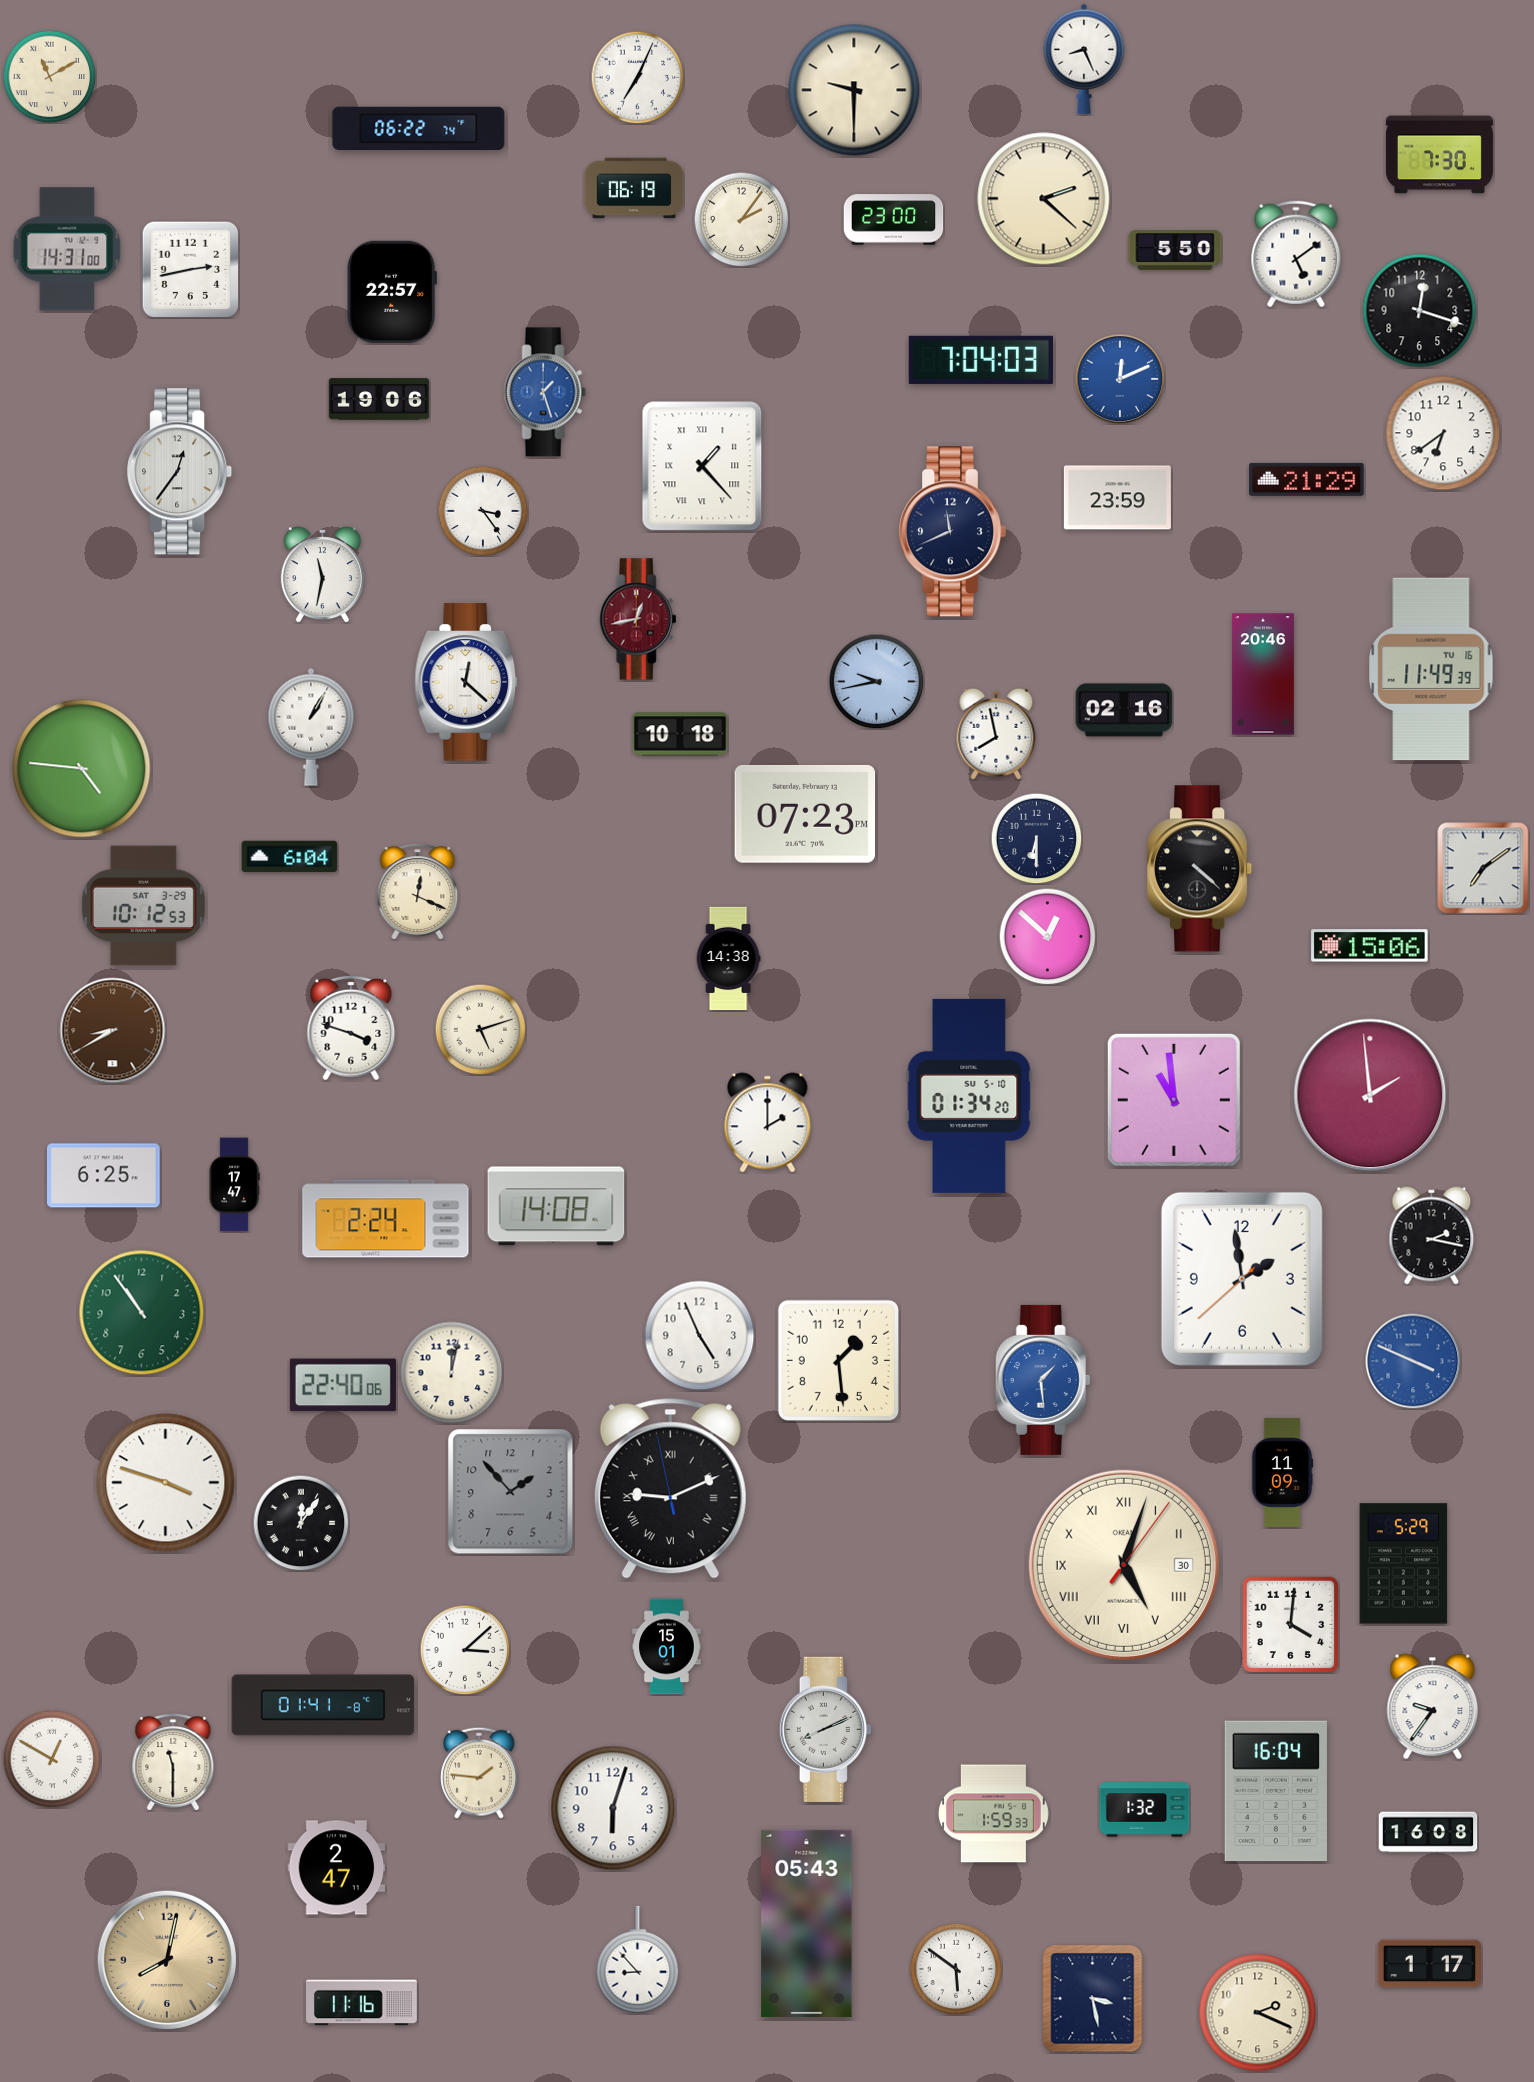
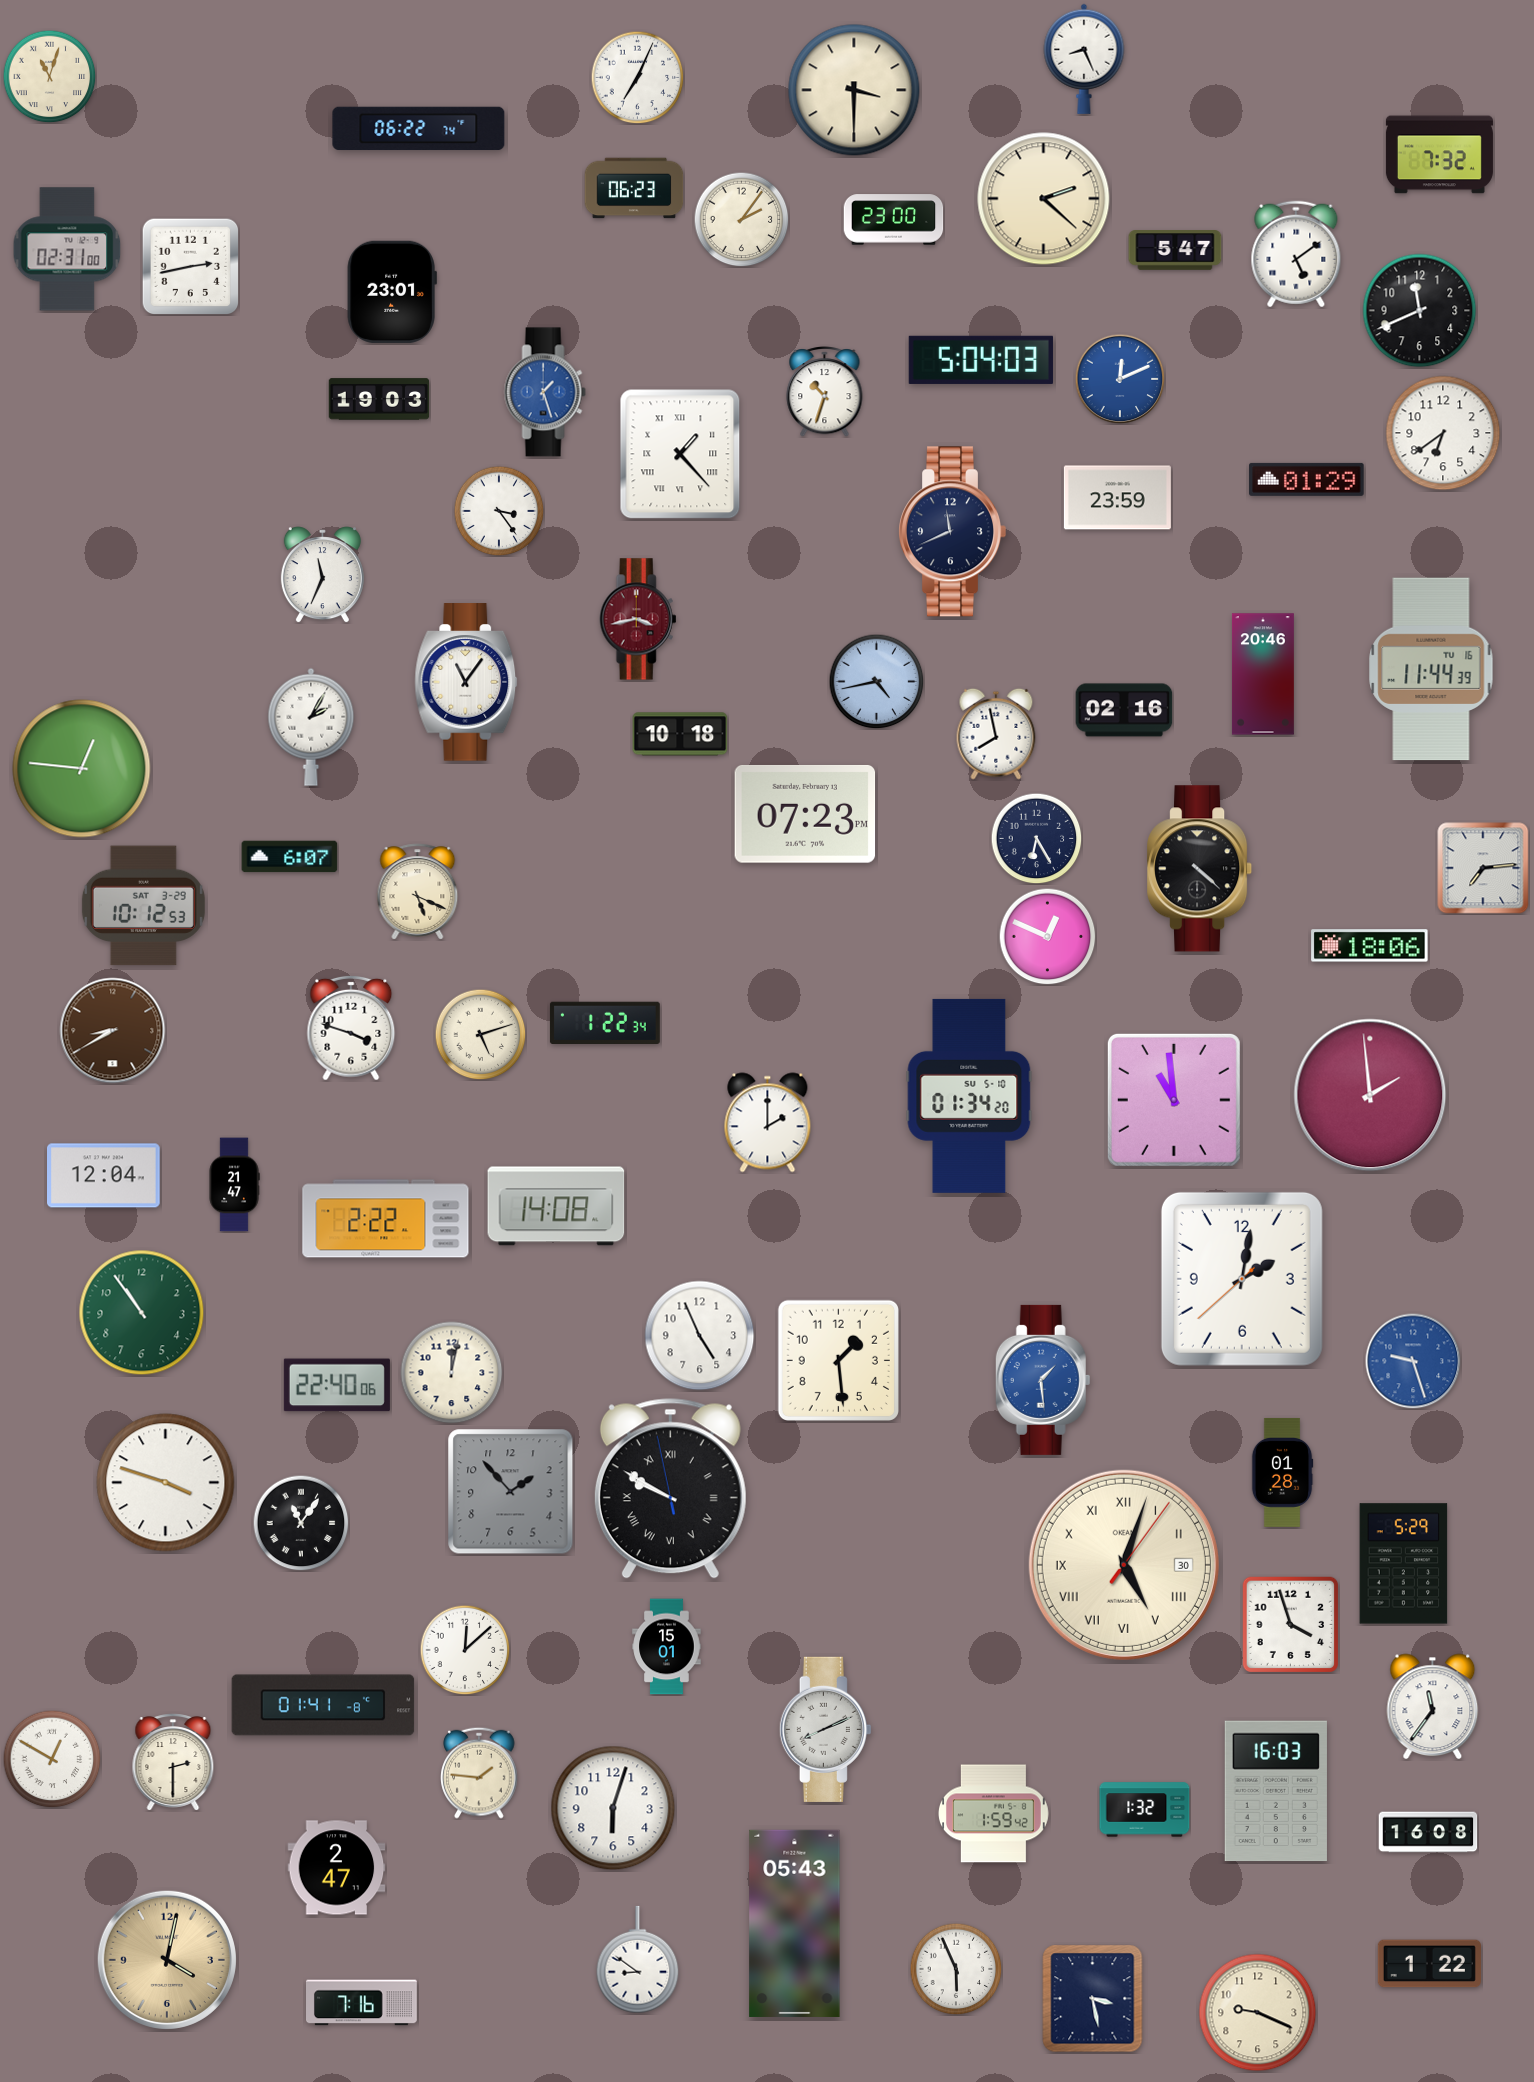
clock at (49, 76): 11:10 -> 11:03
clock at (854, 90): 9:30 -> 3:30
clock at (1439, 155): 7:30 -> 7:32
clock at (634, 188): 06:19 -> 06:23
clock at (67, 249): 14:31 -> 02:31
clock at (1175, 250): 5:50 -> 5:47
clock at (190, 269) position: (190, 269) -> (190, 266)
clock at (392, 292): 22:57 -> 23:01
clock at (1420, 311): 12:18 -> 11:41
clock at (981, 360): 7:04 -> 5:04
clock at (825, 392): none -> 10:33
clock at (379, 399): 19:06 -> 19:03
clock at (702, 466) position: (702, 466) -> (680, 454)
clock at (181, 472): 12:36 -> none
clock at (1307, 479): 21:29 -> 01:29
clock at (483, 511) position: (483, 511) -> (499, 511)
clock at (322, 575): 11:32 -> 11:34
clock at (638, 619): 12:43 -> 3:43
clock at (1431, 669): 11:49 -> 11:44
clock at (876, 681): 9:43 -> 4:43
clock at (466, 682): 12:22 -> 11:06
clock at (311, 727): 1:05 -> 2:05
clock at (82, 769): 4:46 -> 12:46
clock at (1036, 838): 6:30 -> 6:25
clock at (290, 857): 6:04 -> 6:07
clock at (1483, 868): 7:09 -> 7:14
clock at (418, 892): 12:19 -> 5:19
clock at (1047, 936): 12:52 -> 12:49
clock at (1370, 946): 15:06 -> 18:06
clock at (728, 958): 14:38 -> none
clock at (605, 1022): none -> 1:22
clock at (480, 1029) position: (480, 1029) -> (480, 1034)
clock at (104, 1176): 6:25 -> 12:04
clock at (234, 1185): 17:47 -> 21:47
clock at (386, 1219): 2:24 -> 2:22
clock at (1432, 1236): 2:17 -> none
clock at (1242, 1279): 1:58 -> 2:01
clock at (1413, 1361): 3:49 -> 9:27
clock at (343, 1385) position: (343, 1385) -> (337, 1385)
clock at (1282, 1472): 11:09 -> 01:28
clock at (670, 1489): 9:10 -> 9:49
clock at (301, 1523): 12:06 -> 11:06
clock at (1290, 1624): 4:01 -> 3:57
clock at (465, 1650): 3:08 -> 12:08
clock at (1433, 1707): 9:36 -> 11:36
clock at (173, 1762): 11:30 -> 2:30
clock at (1276, 1791): 16:04 -> 16:03
clock at (993, 1814): 1:59:33 -> 1:59:42
clock at (807, 1923) position: (807, 1923) -> (795, 1923)
clock at (167, 1960): 8:02 -> 4:02
clock at (638, 1960): 8:53 -> 8:51
clock at (1429, 1964): 1:17 -> 1:22
clock at (956, 1969): 5:51 -> 5:56
clock at (362, 2003): 11:16 -> 7:16
clock at (1258, 2013): 2:19 -> 9:19
